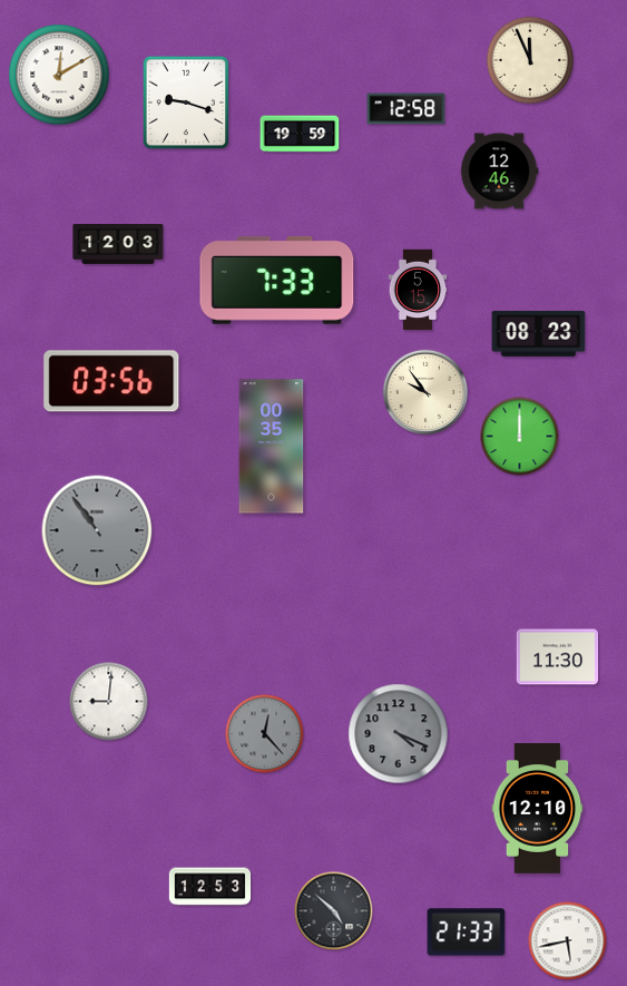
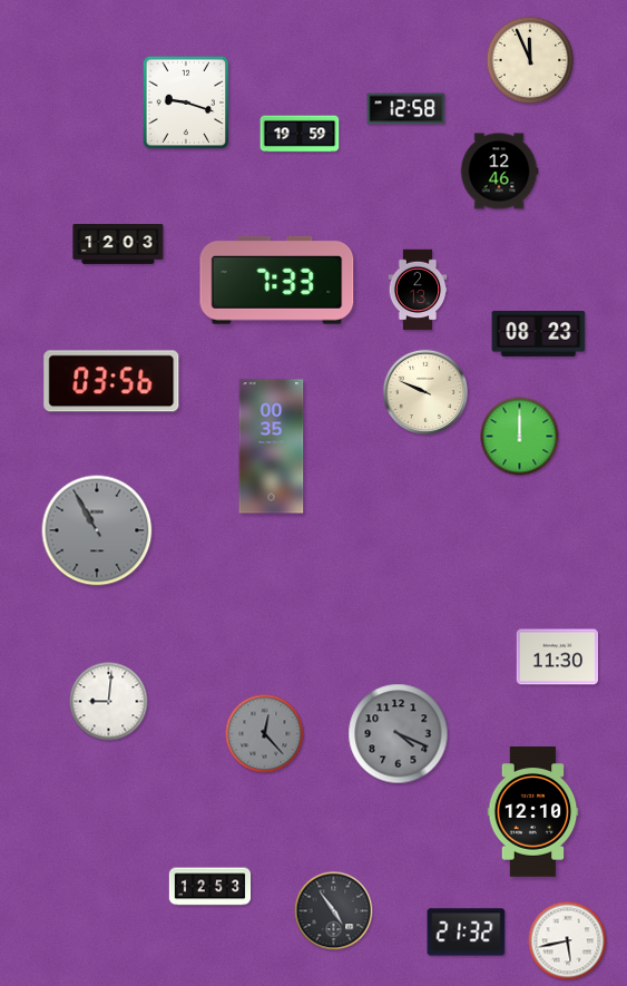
clock at (59, 75): 12:10 -> none
clock at (418, 290): 5:15 -> 2:13
clock at (425, 392): 9:54 -> 9:49
clock at (97, 530): 10:54 -> 10:55
clock at (538, 809) position: (538, 809) -> (533, 812)
clock at (334, 911): 4:52 -> 4:54
clock at (467, 933): 21:33 -> 21:32
